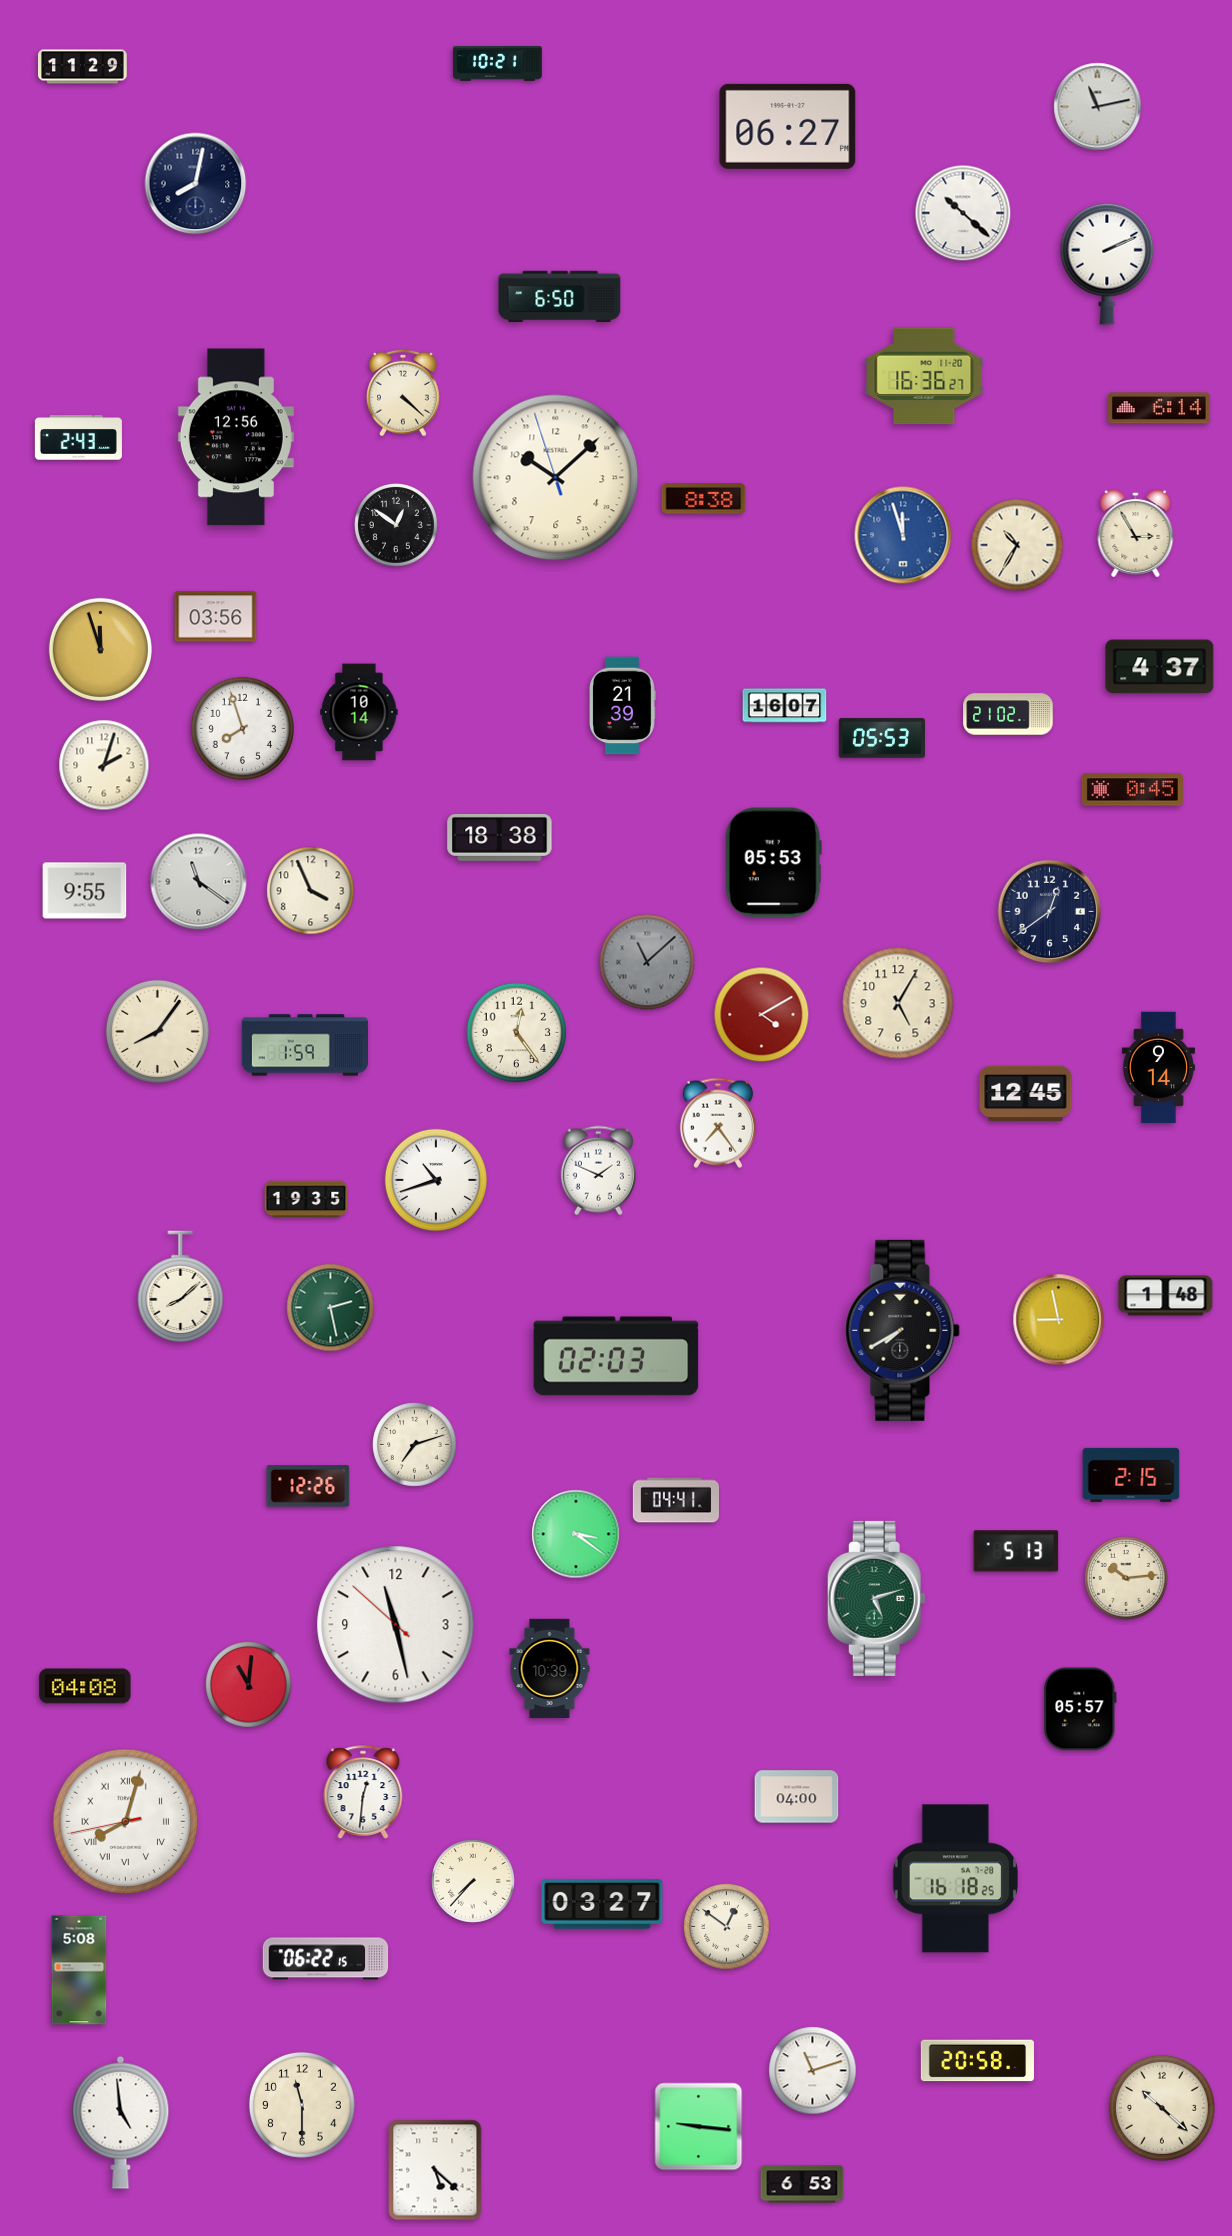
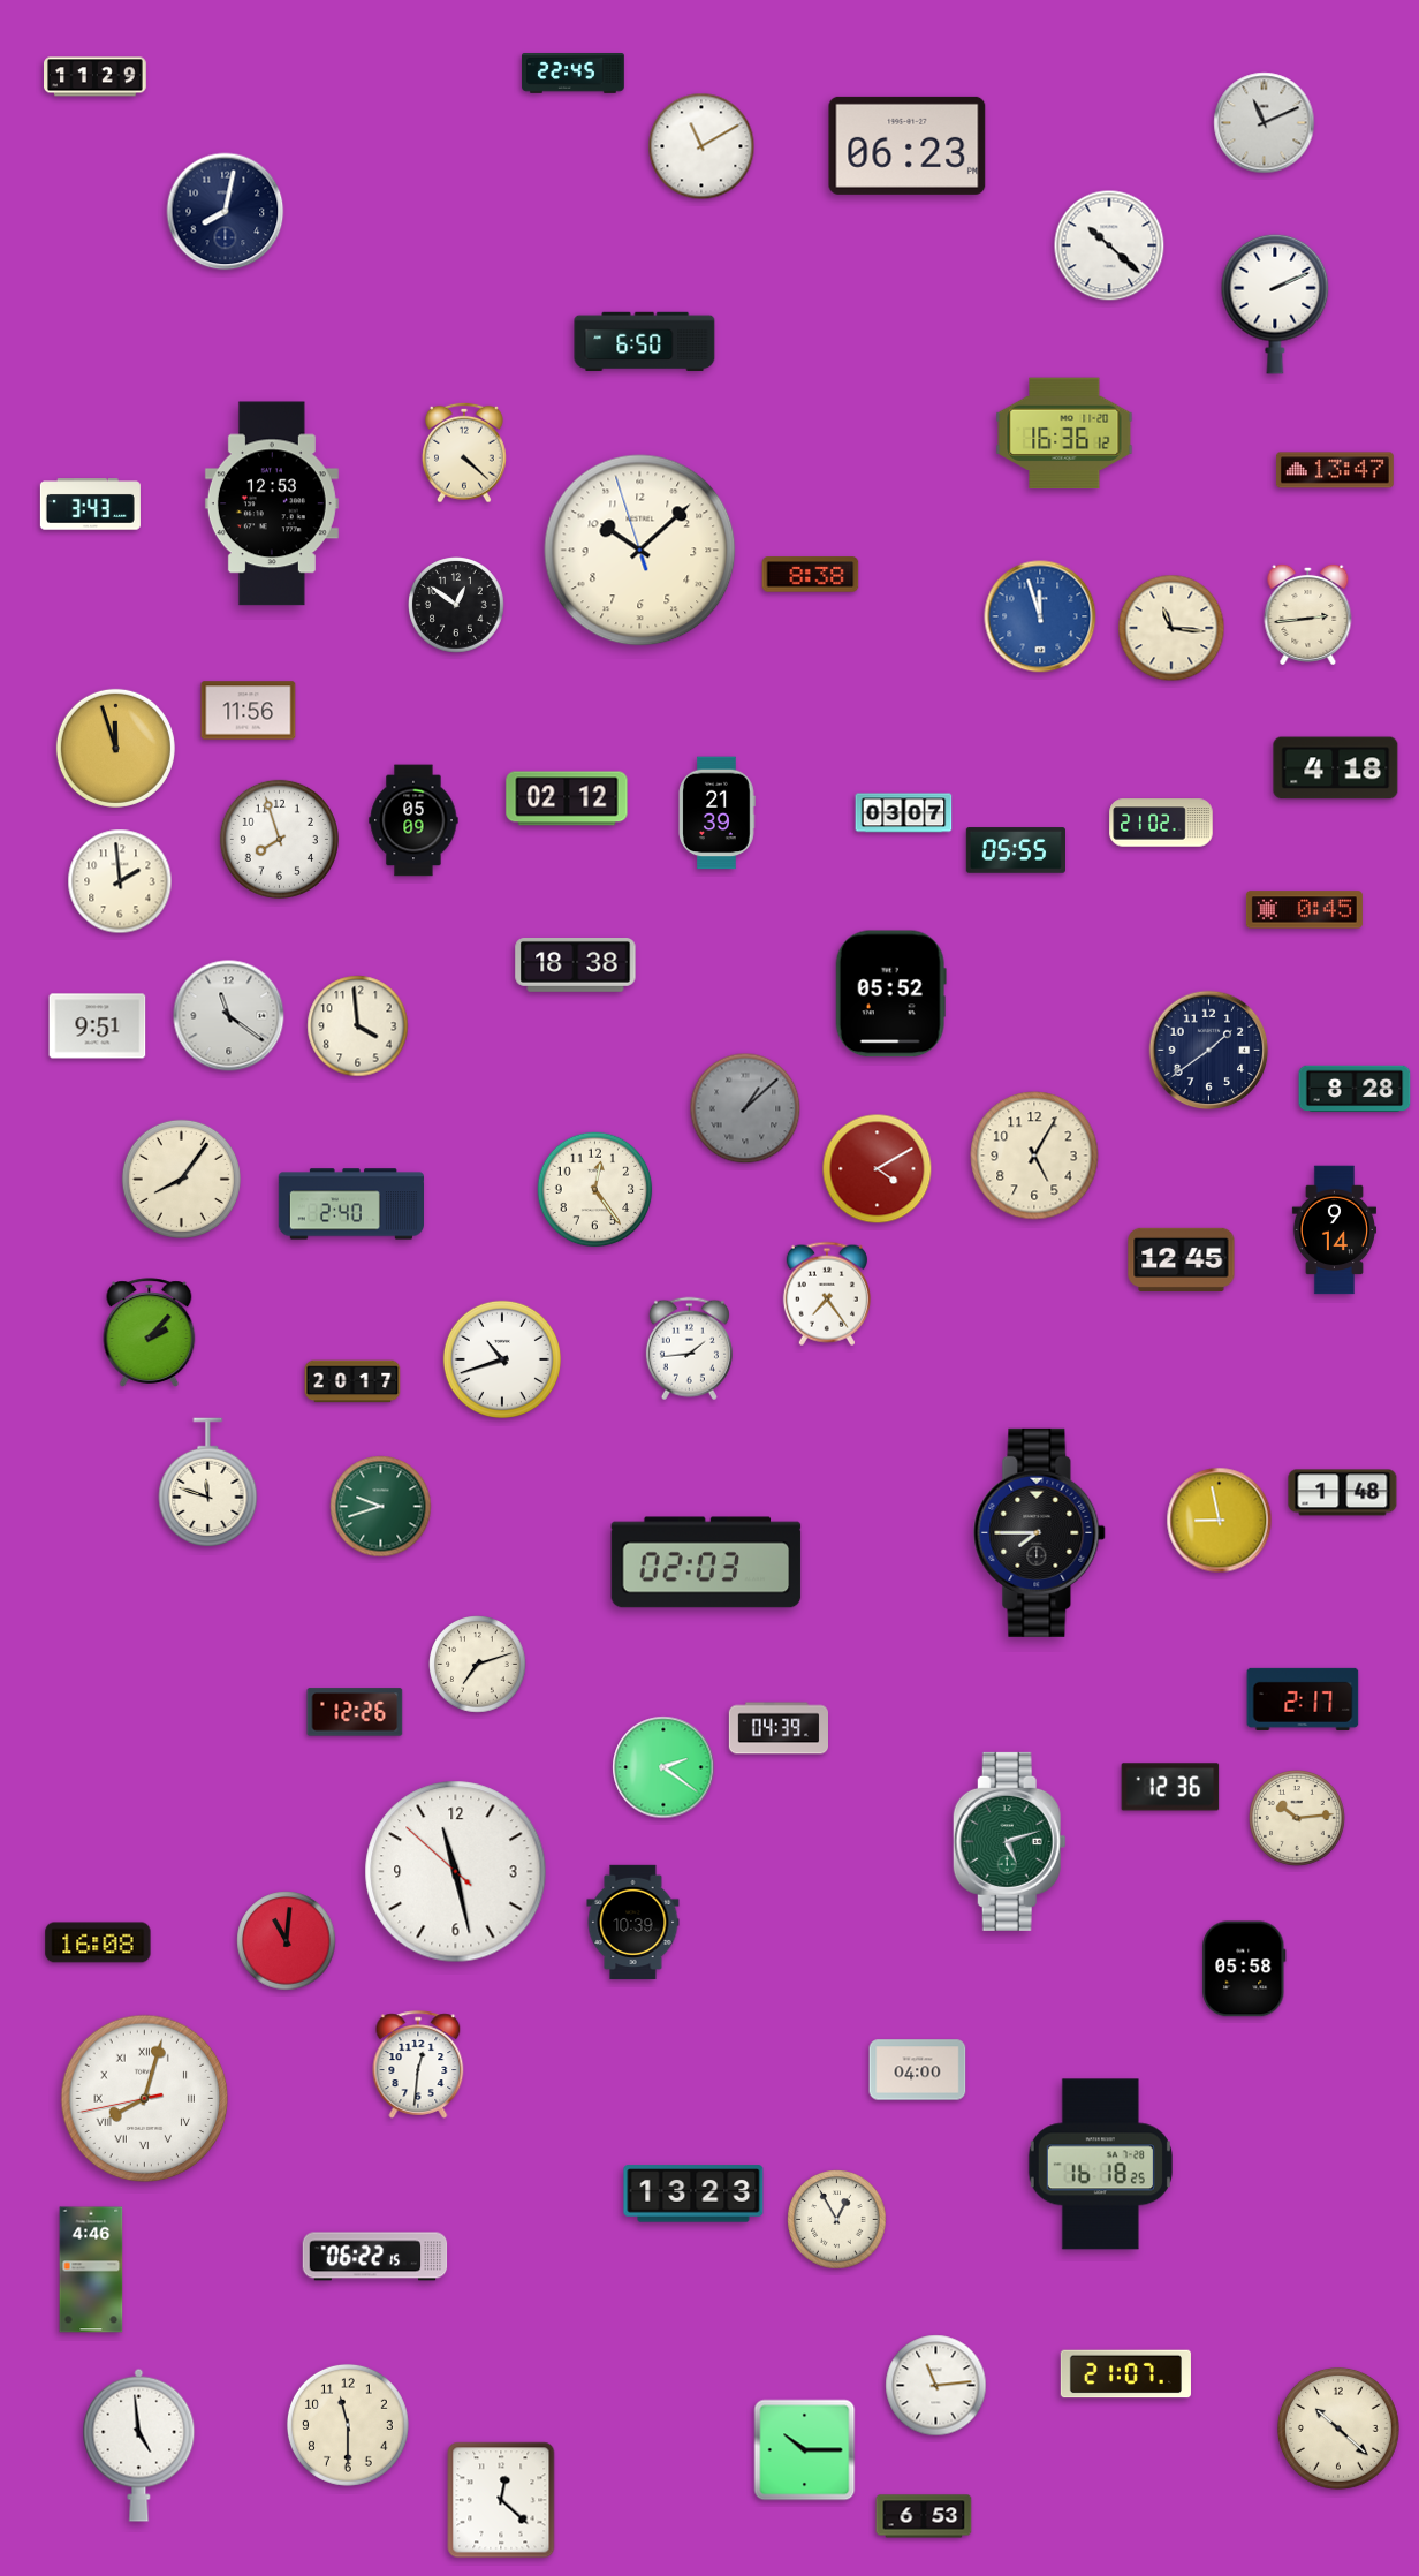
clock at (498, 64): 10:21 -> 22:45
clock at (1098, 107): 11:13 -> 11:11
clock at (788, 126): 06:27 -> 06:23
clock at (701, 146): none -> 11:10
clock at (924, 376): 16:36:27 -> 16:36:12
clock at (1159, 408): 6:14 -> 13:47
clock at (236, 437): 12:56 -> 12:53
clock at (78, 438): 2:43 -> 3:43
clock at (1136, 533): 2:55 -> 2:44
clock at (1017, 545): 10:35 -> 11:16
clock at (216, 617): 03:56 -> 11:56
clock at (1160, 667): 4:37 -> 4:18
clock at (567, 798): none -> 02:12
clock at (785, 706): 16:07 -> 03:07
clock at (359, 712): 10:14 -> 05:09
clock at (881, 738): 05:53 -> 05:55
clock at (104, 765): 2:03 -> 1:59
clock at (773, 863): 05:53 -> 05:52
clock at (85, 891): 9:55 -> 9:51
clock at (311, 891): 3:56 -> 3:59
clock at (1050, 912): 12:39 -> 1:39
clock at (1354, 1089): none -> 8:28
clock at (647, 962): 11:08 -> 1:08
clock at (157, 1031) position: (157, 1031) -> (181, 1179)
clock at (304, 1045): 1:59 -> 2:40
clock at (150, 1333): none -> 2:07
clock at (598, 1171): 1:49 -> 1:44
clock at (306, 1199): 19:35 -> 20:17
clock at (181, 1286): 8:08 -> 11:48
clock at (331, 1308): 2:28 -> 9:42
clock at (903, 1330): 7:40 -> 7:45
clock at (616, 1356) position: (616, 1356) -> (706, 1562)
clock at (1131, 1475): 2:15 -> 2:17
clock at (675, 1500): 04:41 -> 04:39
clock at (576, 1534): 3:21 -> 2:21
clock at (1016, 1551): 5:13 -> 12:36
clock at (85, 1686): 04:08 -> 16:08
clock at (1080, 1709): 05:57 -> 05:58
clock at (474, 1882): 7:37 -> none
clock at (602, 1904): 03:27 -> 13:23
clock at (727, 1927): 12:51 -> 12:55
clock at (79, 1970): 5:08 -> 4:46
clock at (977, 2061): 20:58 -> 21:07
clock at (813, 2071): 11:12 -> 11:14
clock at (699, 2127): 9:16 -> 10:15
clock at (435, 2170): 5:22 -> 12:22
